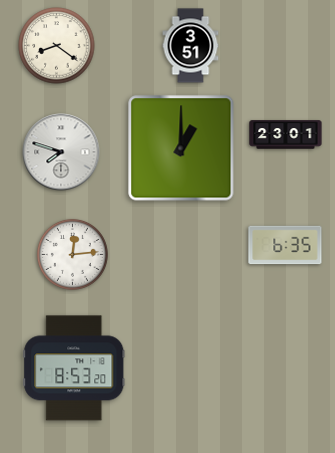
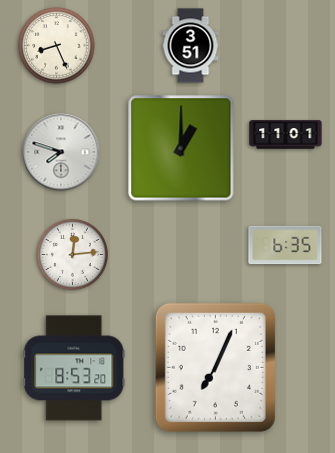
clock at (57, 46): 8:21 -> 8:26
clock at (286, 135): 23:01 -> 11:01
clock at (215, 367): none -> 7:04
